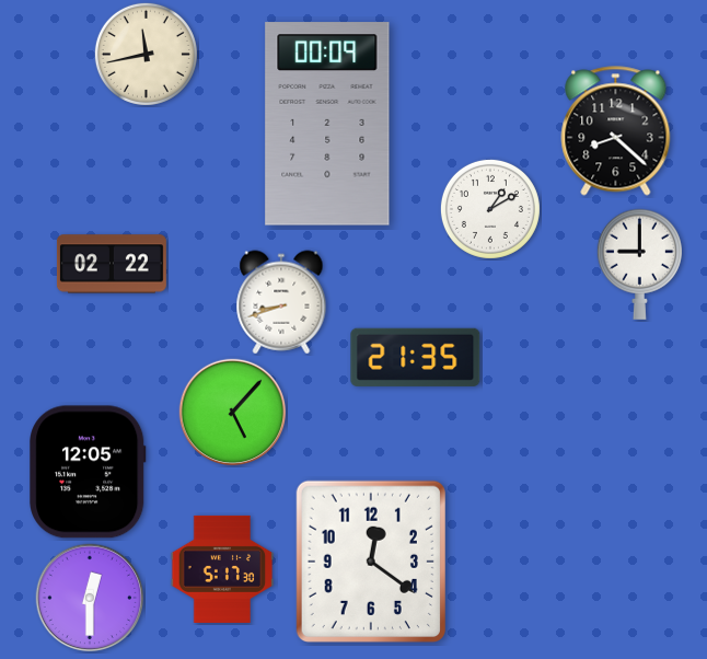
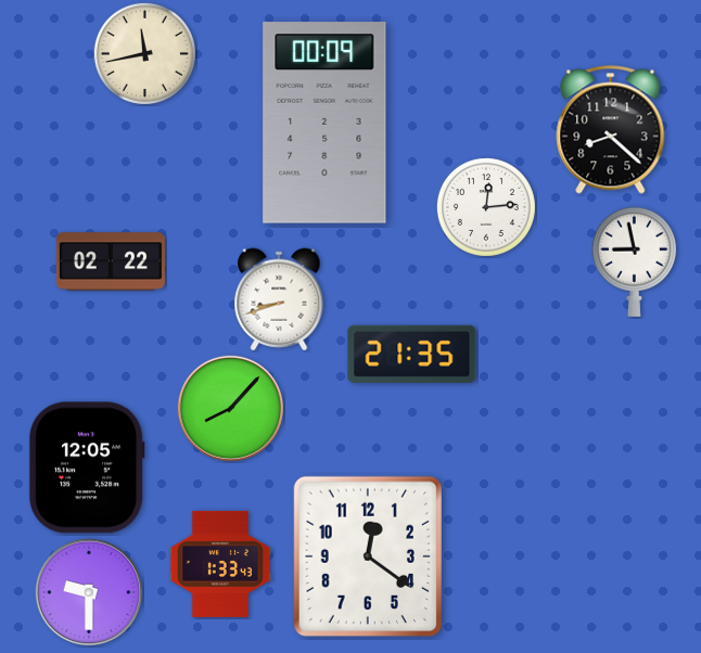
clock at (490, 209): 1:10 -> 12:14
clock at (639, 264): 9:00 -> 8:58
clock at (233, 413): 5:07 -> 8:07
clock at (222, 569): 5:17 -> 1:33
clock at (90, 598): 12:30 -> 9:30
